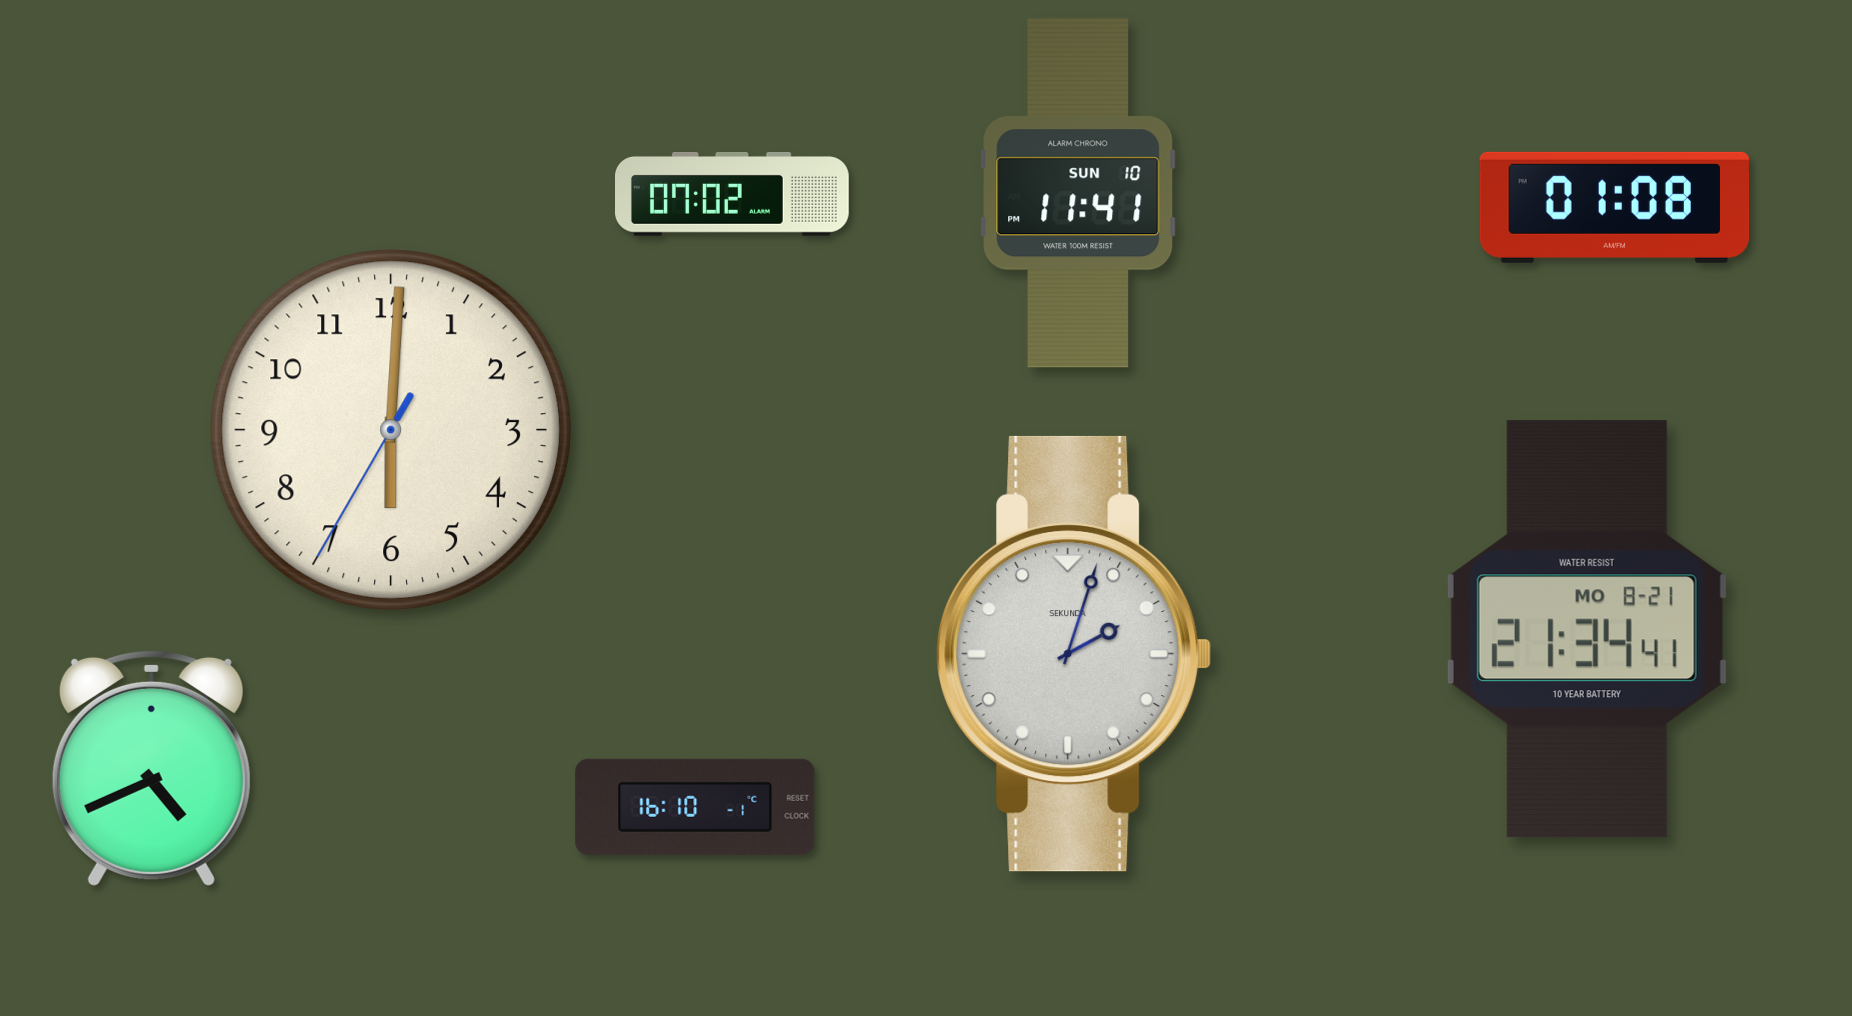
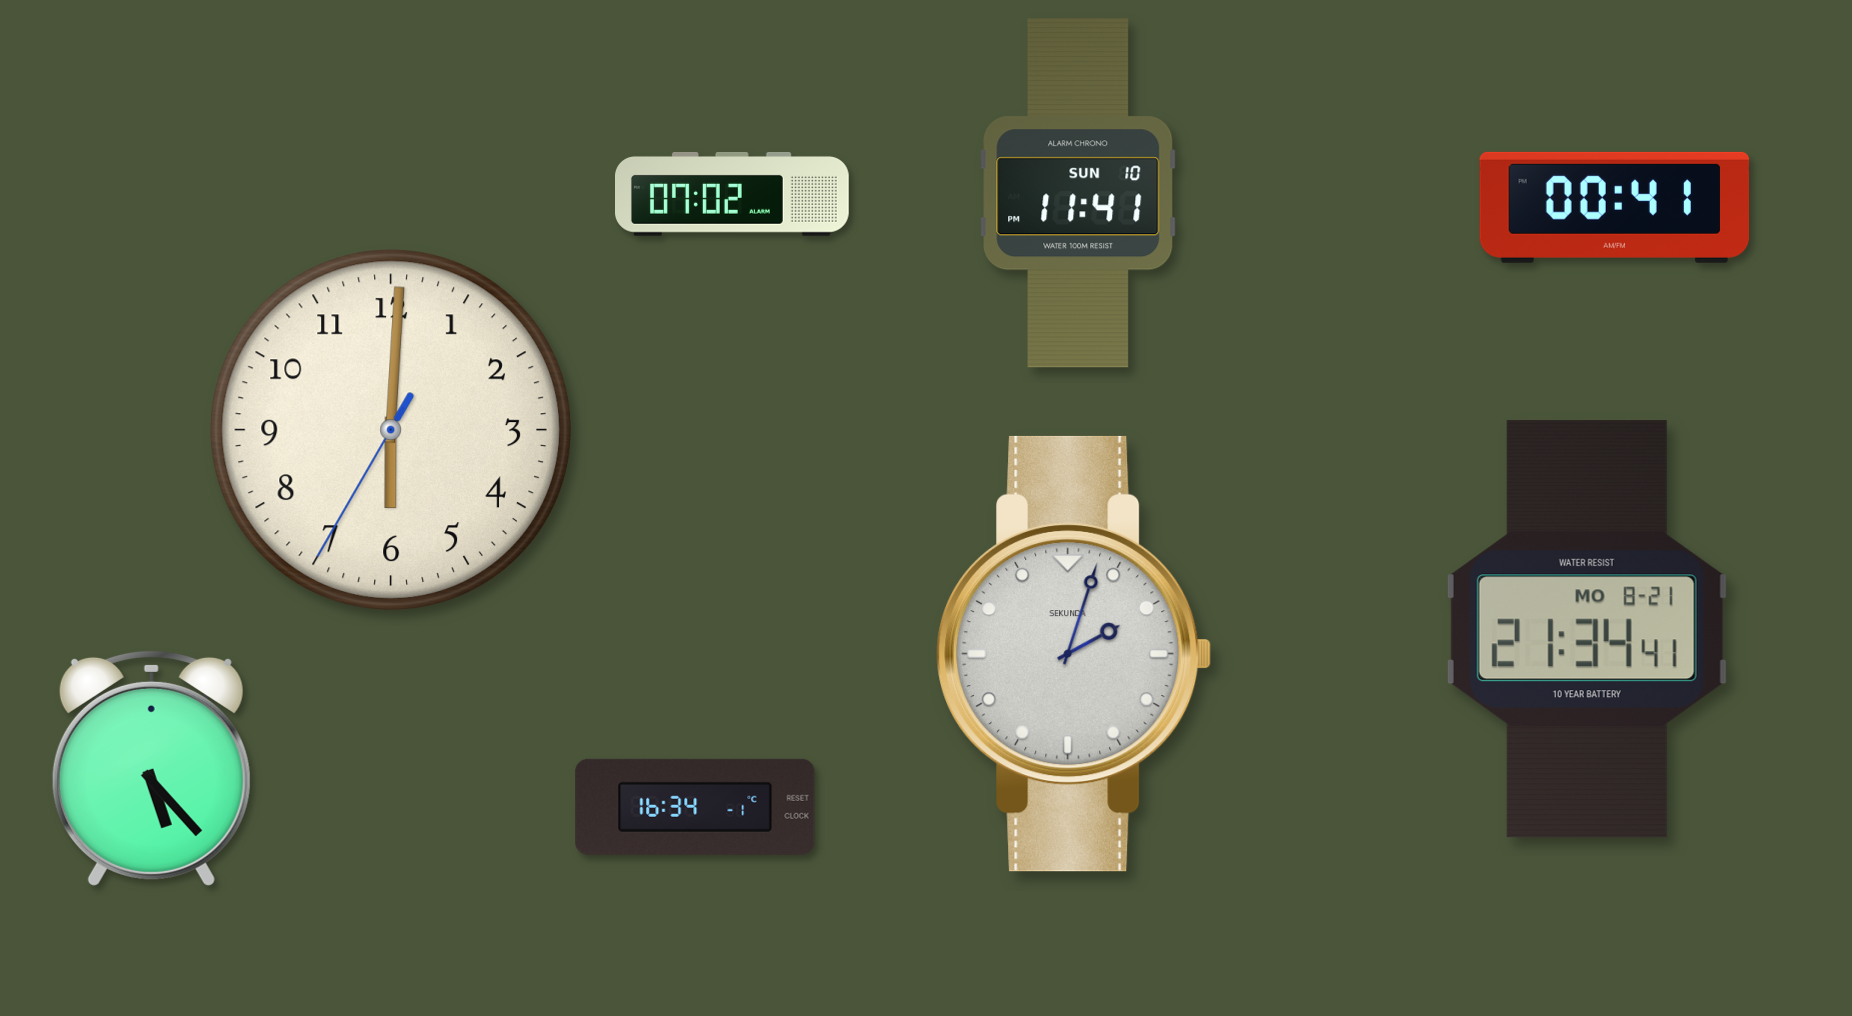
clock at (1615, 207): 01:08 -> 00:41
clock at (151, 768): 4:41 -> 5:23
clock at (695, 807): 16:10 -> 16:34
